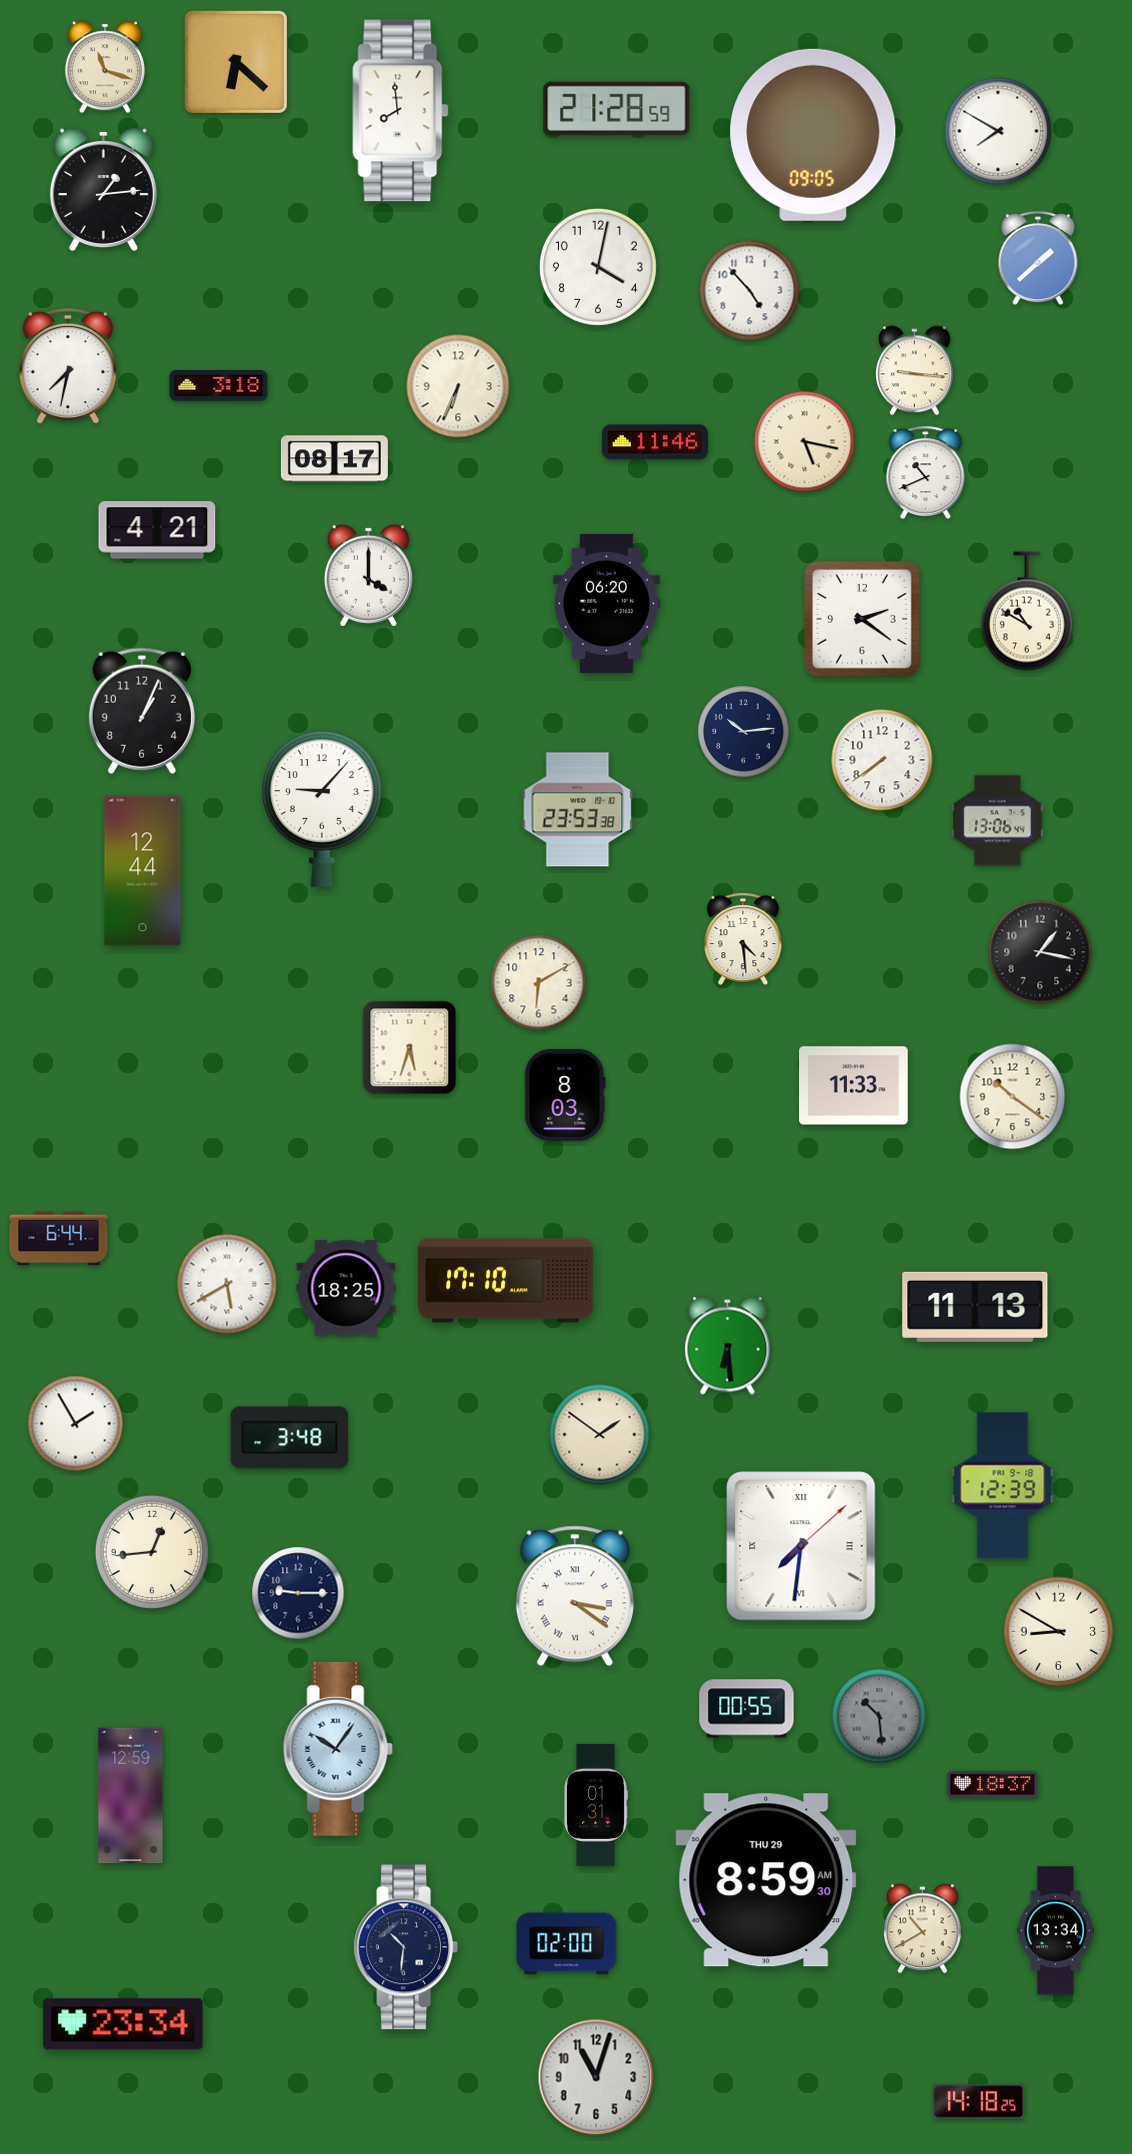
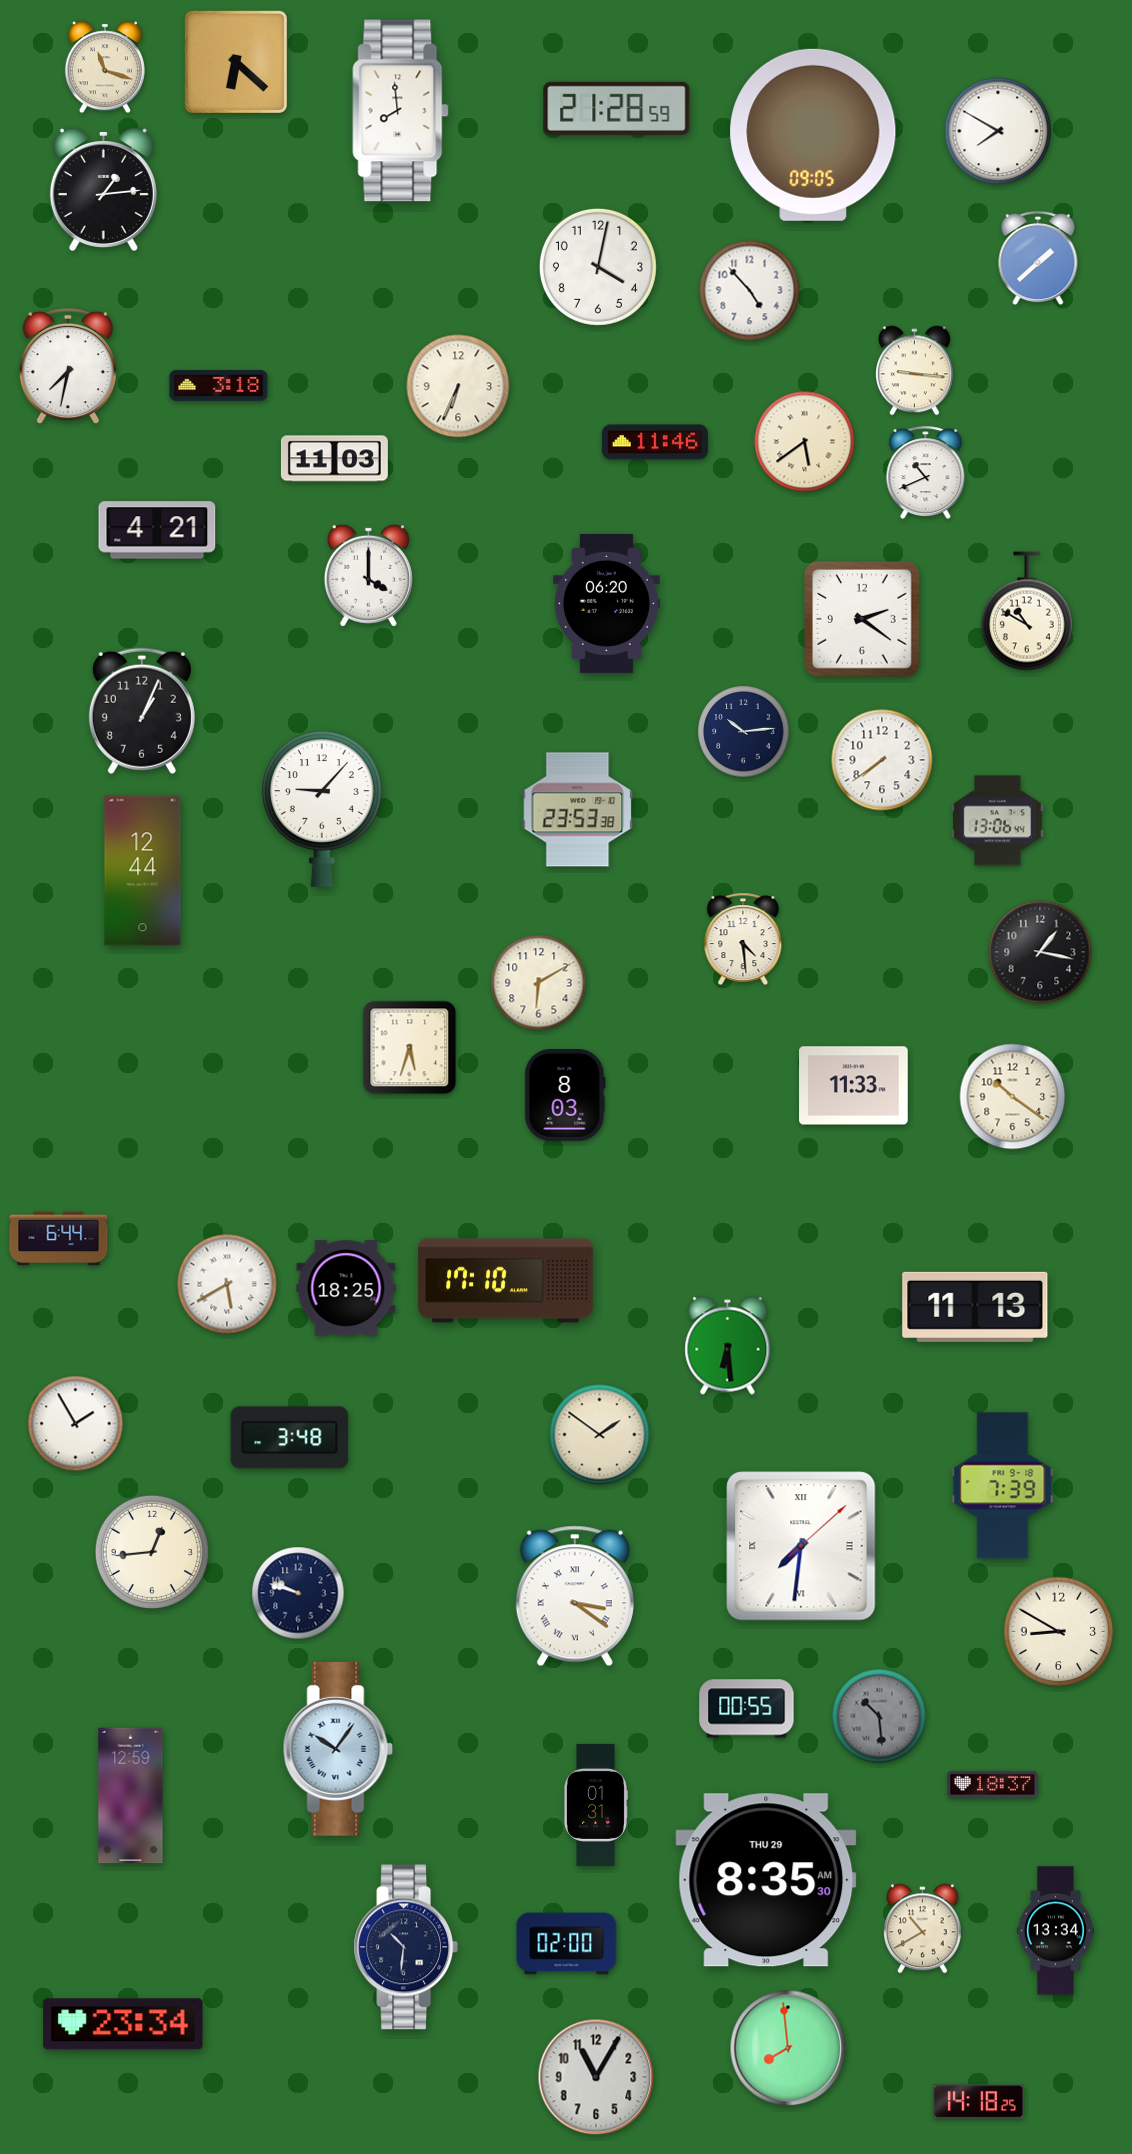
clock at (805, 442): 5:17 -> 5:39
clock at (334, 459): 08:17 -> 11:03
clock at (1003, 1486): 12:39 -> 7:39
clock at (298, 1593): 9:15 -> 9:48
clock at (766, 1880): 8:59 -> 8:35
clock at (788, 2048): none -> 7:59
clock at (596, 2077): 11:03 -> 11:05
